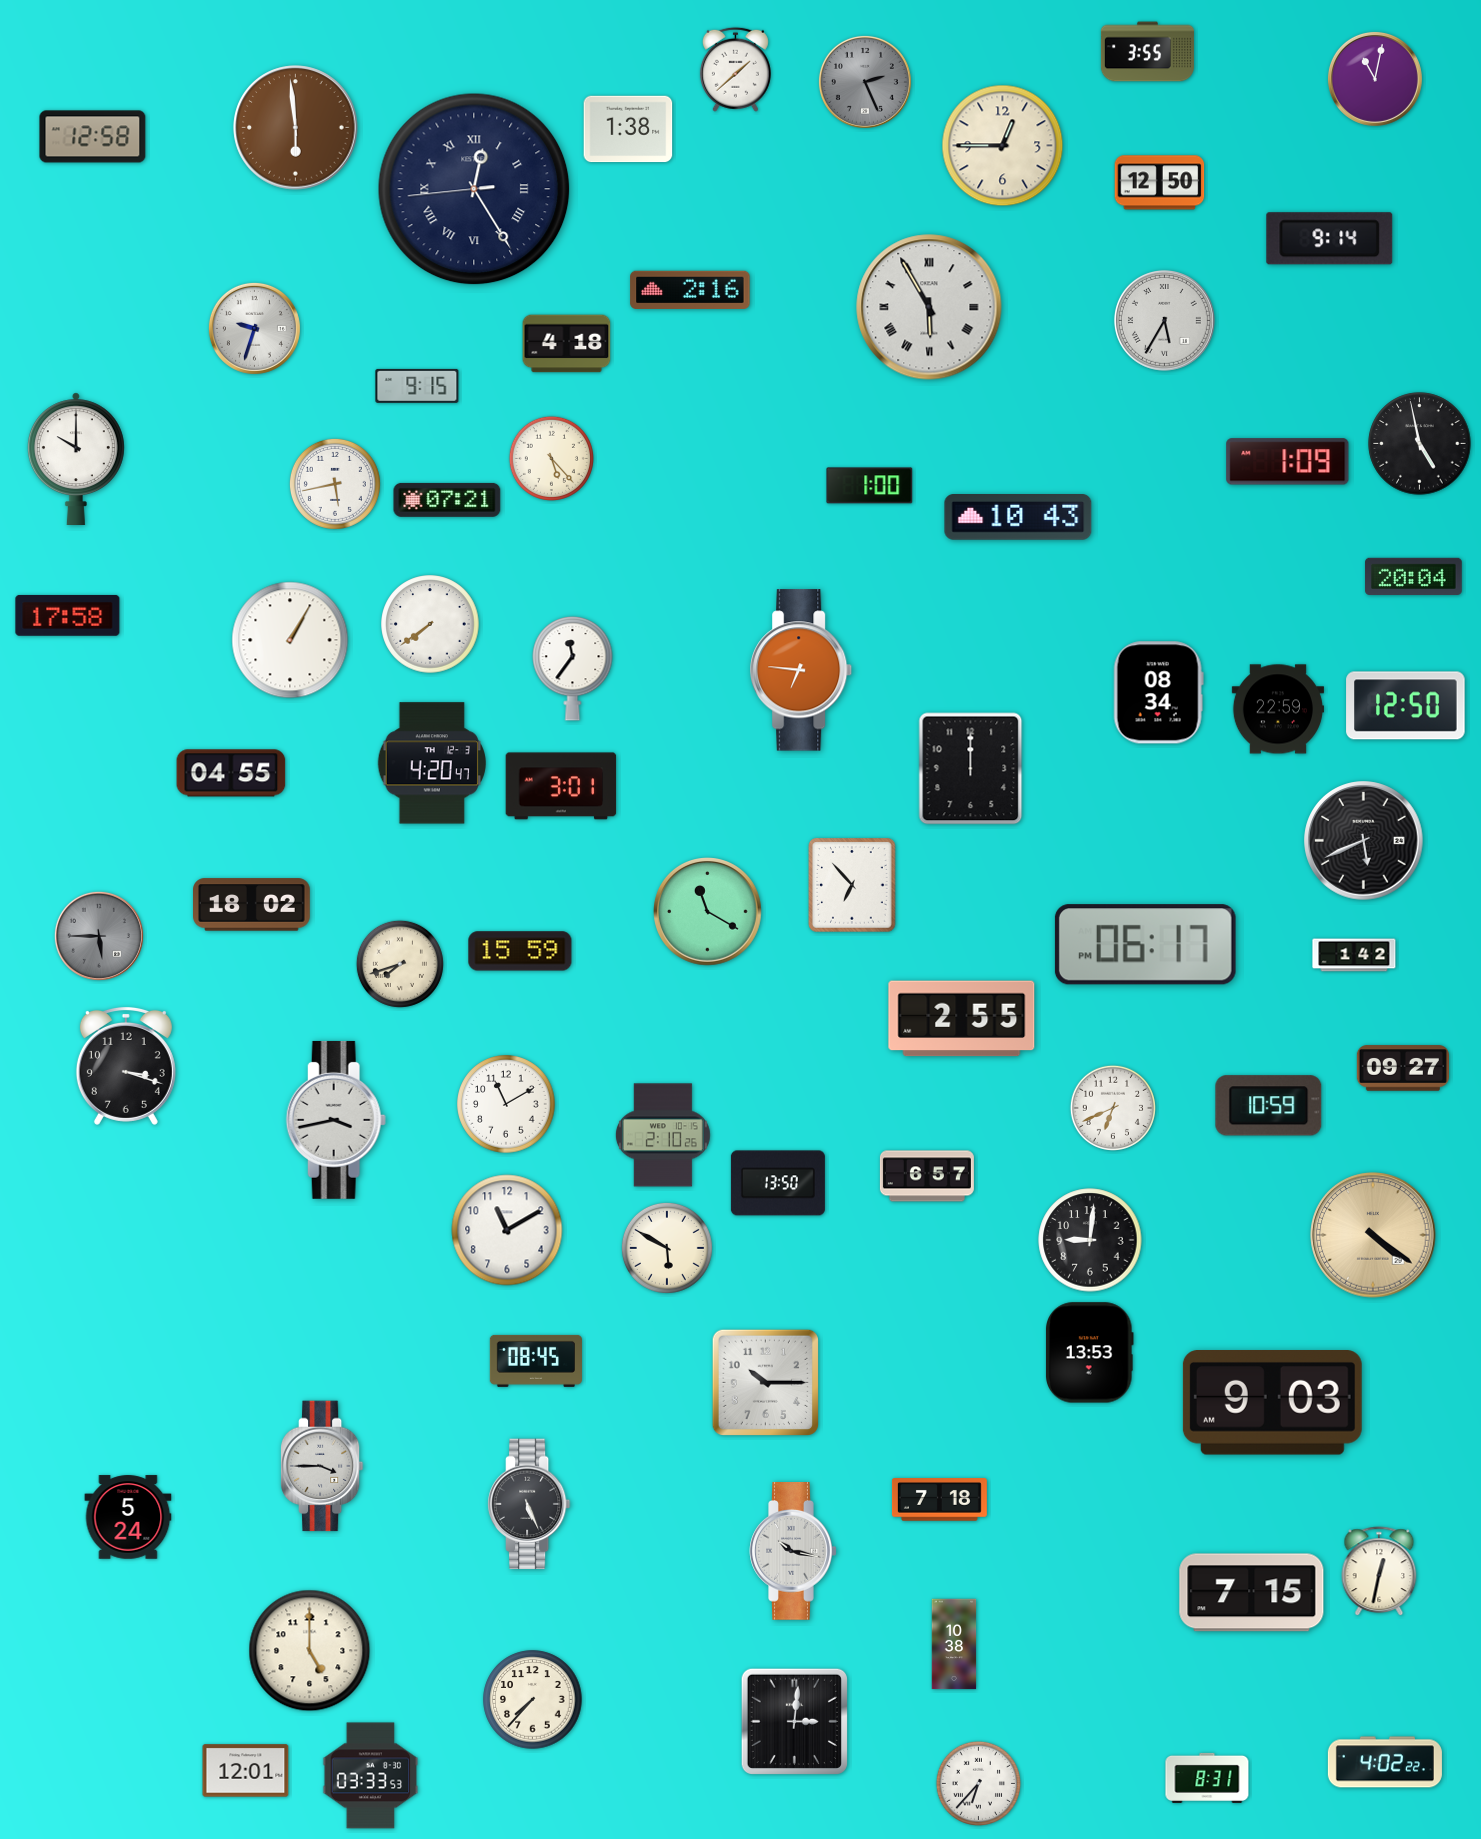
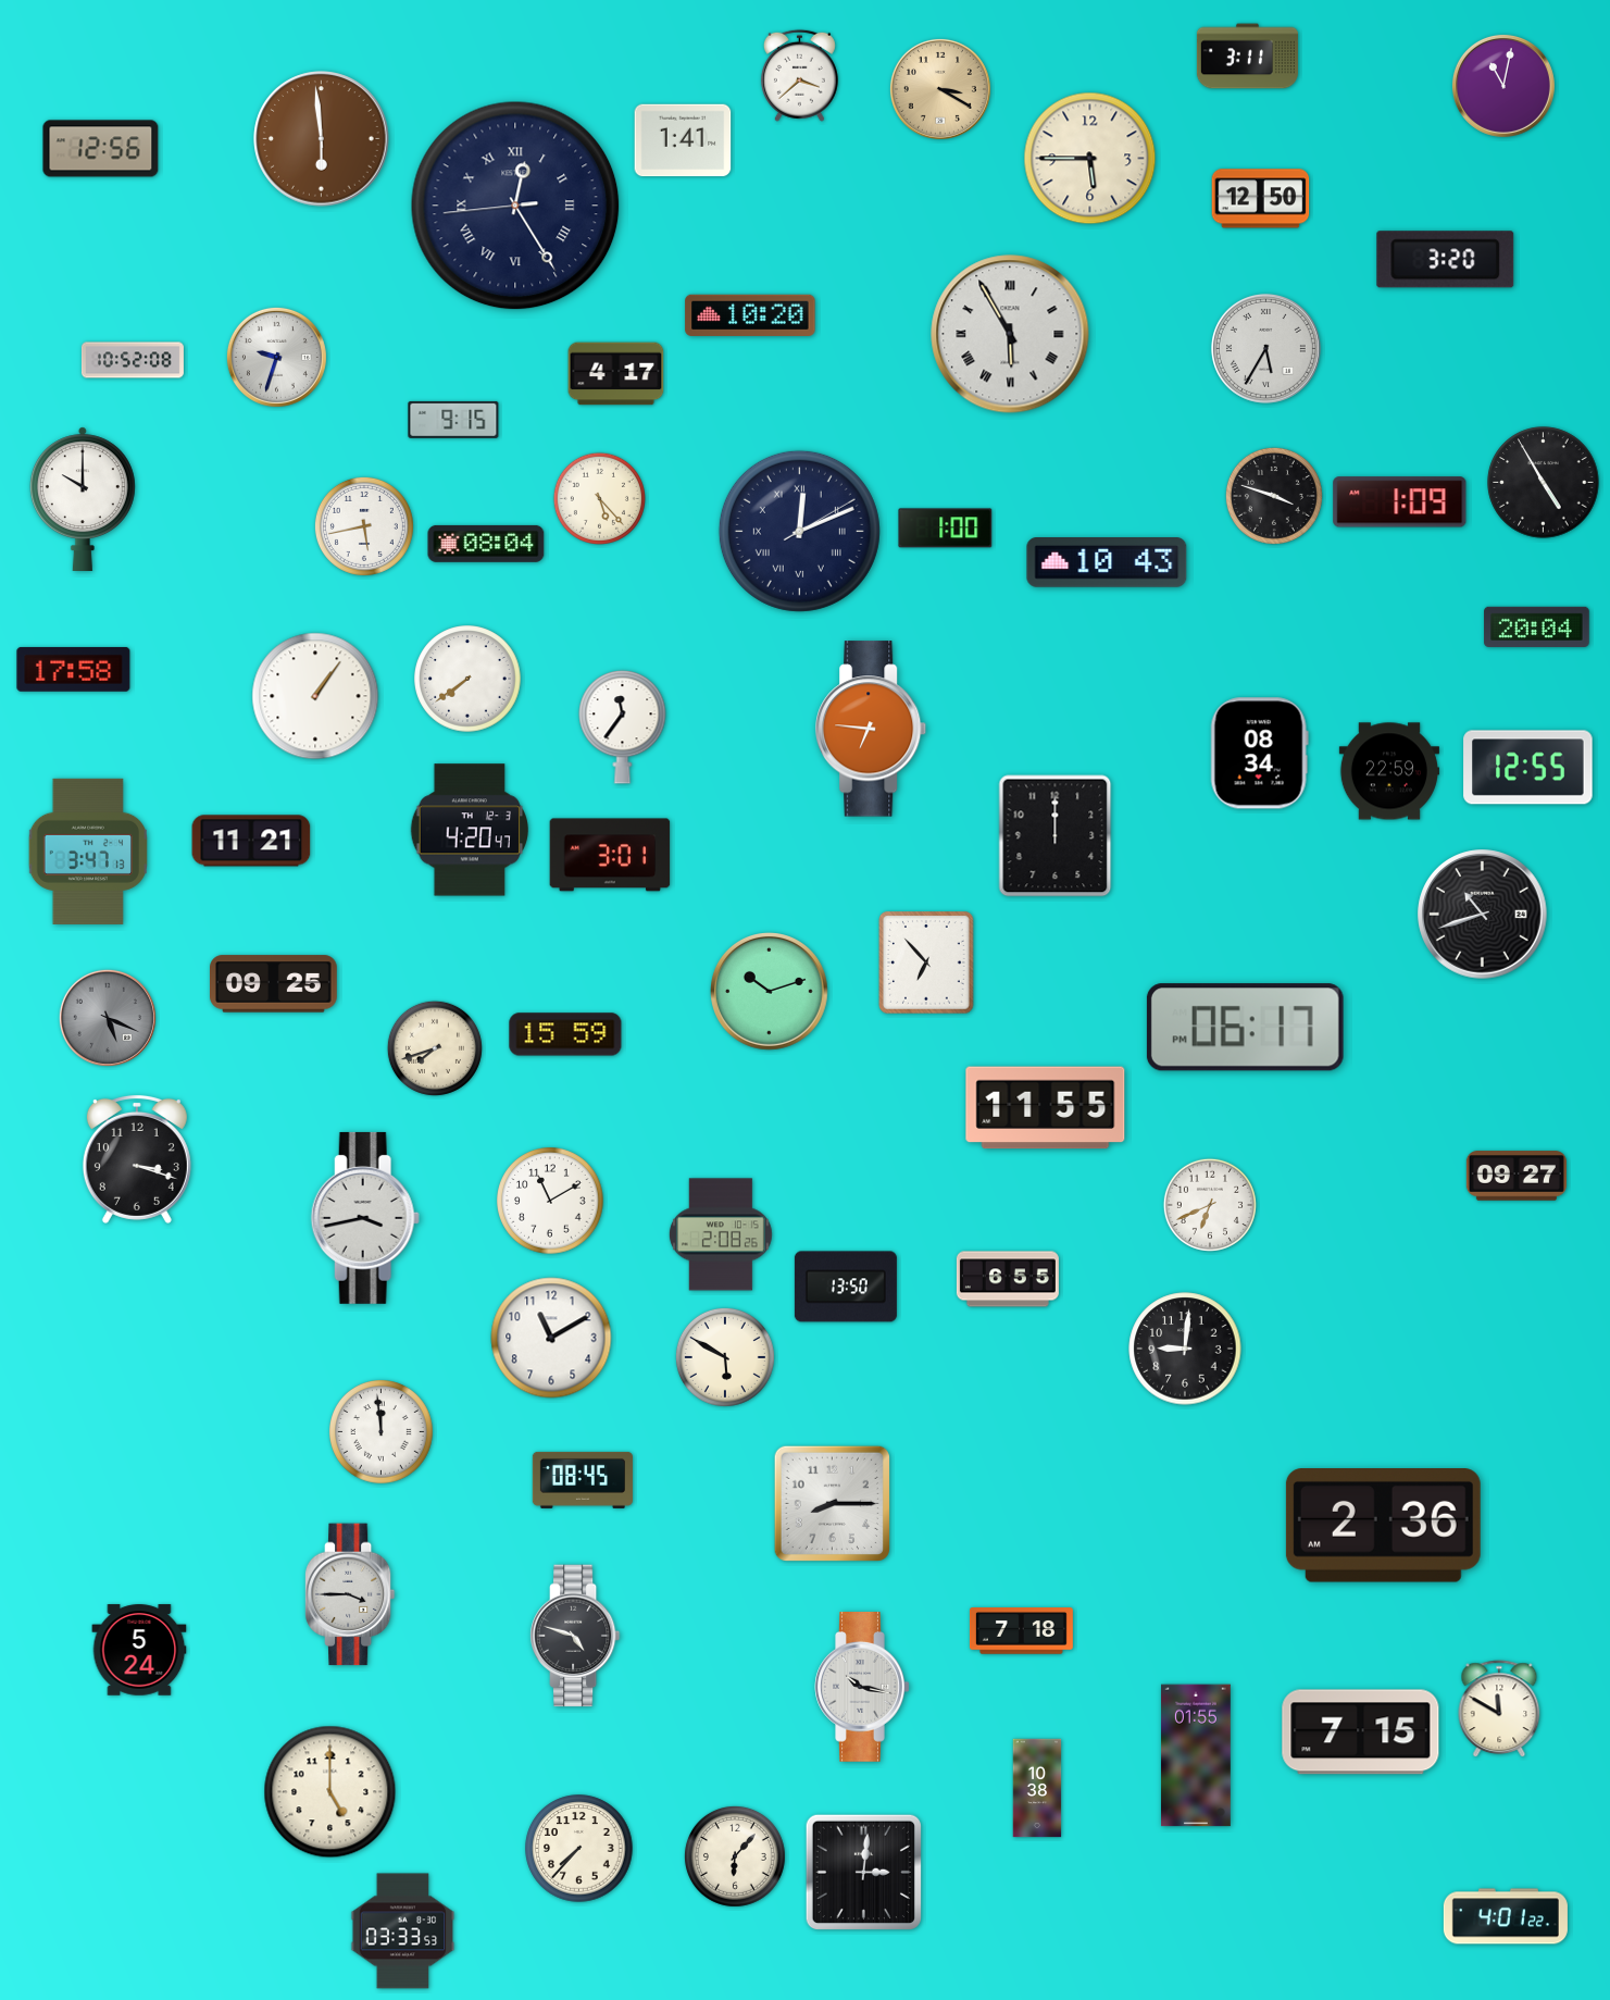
clock at (1147, 52): 3:55 -> 3:11
clock at (735, 69): 1:38 -> 3:38
clock at (1375, 79) position: (1375, 79) -> (1503, 86)
clock at (865, 82): 2:26 -> 3:20
clock at (865, 82) dial: grey -> champagne
clock at (628, 129): 1:38 -> 1:41
clock at (93, 137): 12:58 -> 12:56
clock at (1003, 146): 12:45 -> 5:45
clock at (1330, 239): 9:14 -> 3:20
clock at (690, 290): 2:16 -> 10:20
clock at (133, 360): none -> 10:52
clock at (567, 344): 4:18 -> 4:17
clock at (1420, 444): 4:58 -> 4:55
clock at (1274, 496): none -> 3:48
clock at (799, 531): none -> 12:11
clock at (447, 500): 07:21 -> 08:04
clock at (290, 640): 1:05 -> 1:06
clock at (1406, 706): 12:50 -> 12:55
clock at (231, 773): 04:55 -> 11:21
clock at (87, 852): none -> 3:47
clock at (1364, 841): 5:41 -> 10:42
clock at (252, 905): 18:02 -> 09:25
clock at (708, 912): 11:20 -> 10:12
clock at (99, 936): 5:45 -> 5:19
clock at (1354, 955): 1:42 -> none
clock at (962, 1019): 2:55 -> 11:55
clock at (1403, 1068) position: (1403, 1068) -> (1517, 1176)
clock at (1269, 1106): 10:59 -> none
clock at (663, 1135): 2:10 -> 2:08
clock at (927, 1176): 6:57 -> 6:55
clock at (1373, 1235): 4:21 -> none
clock at (382, 1432): none -> 11:59
clock at (1090, 1353): 13:53 -> none
clock at (765, 1382): 10:15 -> 8:15
clock at (1272, 1403): 9:03 -> 2:36
clock at (529, 1504): 5:26 -> 4:48
clock at (1379, 1572): 12:32 -> 11:50
clock at (1196, 1755): none -> 01:55
clock at (310, 1651) position: (310, 1651) -> (330, 1792)
clock at (735, 1856): none -> 6:07
clock at (1385, 1762): 4:02 -> 4:01
clock at (246, 1771): 12:01 -> none
clock at (1207, 1778): 8:31 -> none
clock at (978, 1783): 6:37 -> none
